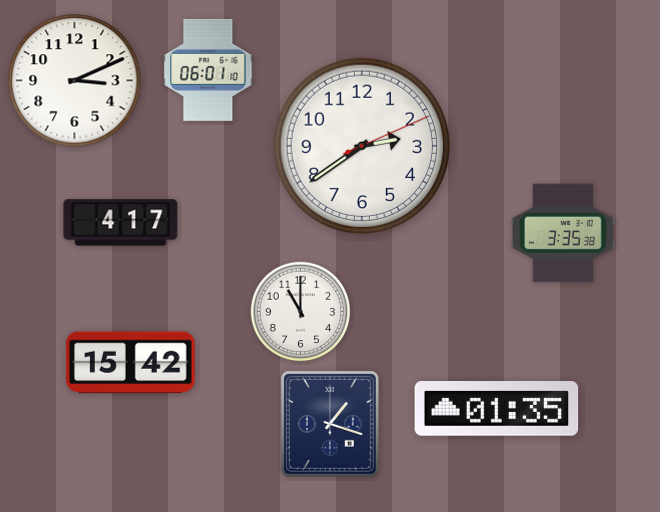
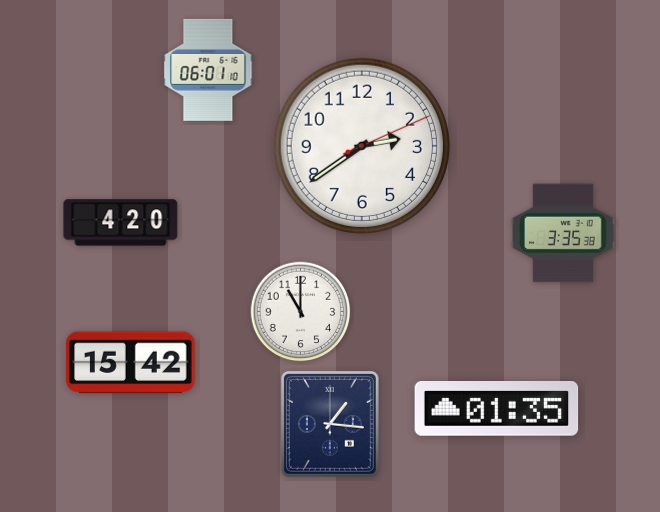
clock at (75, 81): 3:11 -> none
clock at (121, 223): 4:17 -> 4:20
clock at (330, 424): 1:18 -> 1:16
